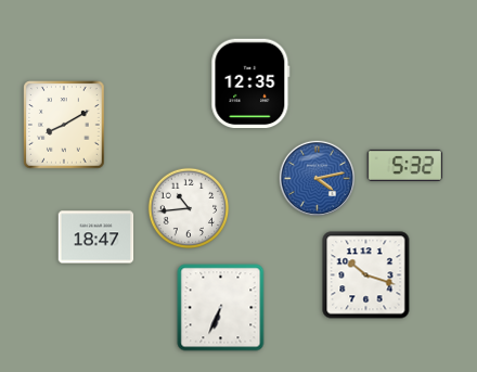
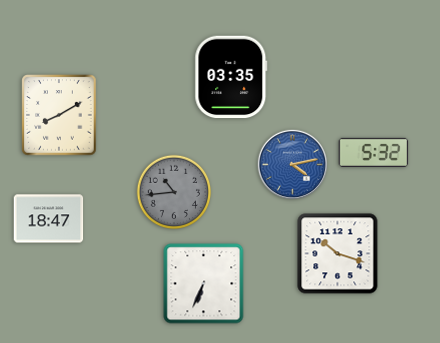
clock at (250, 84): 12:35 -> 03:35
clock at (189, 208) dial: white -> grey
clock at (96, 238) position: (96, 238) -> (49, 219)
